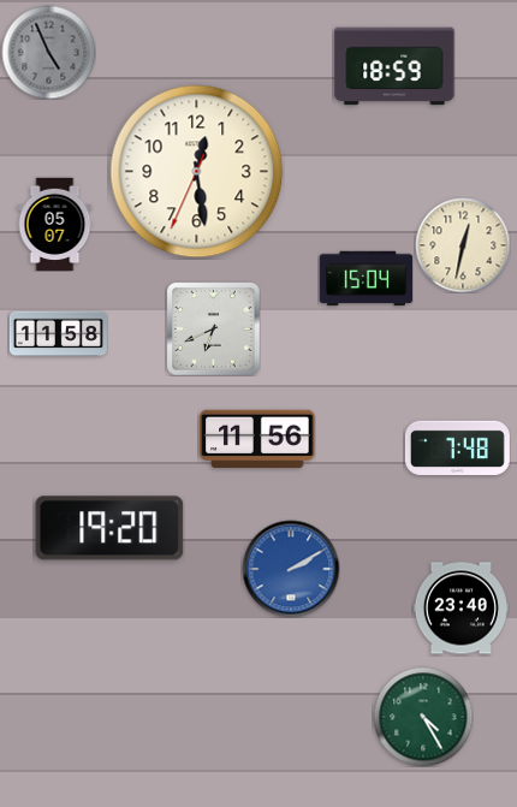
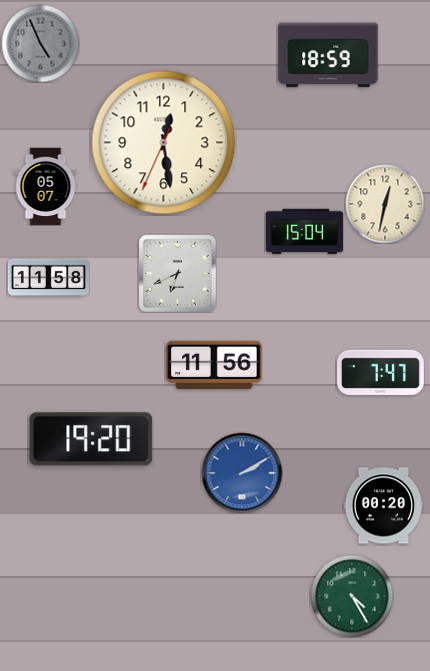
clock at (458, 447): 7:48 -> 7:47
clock at (460, 609): 23:40 -> 00:20
